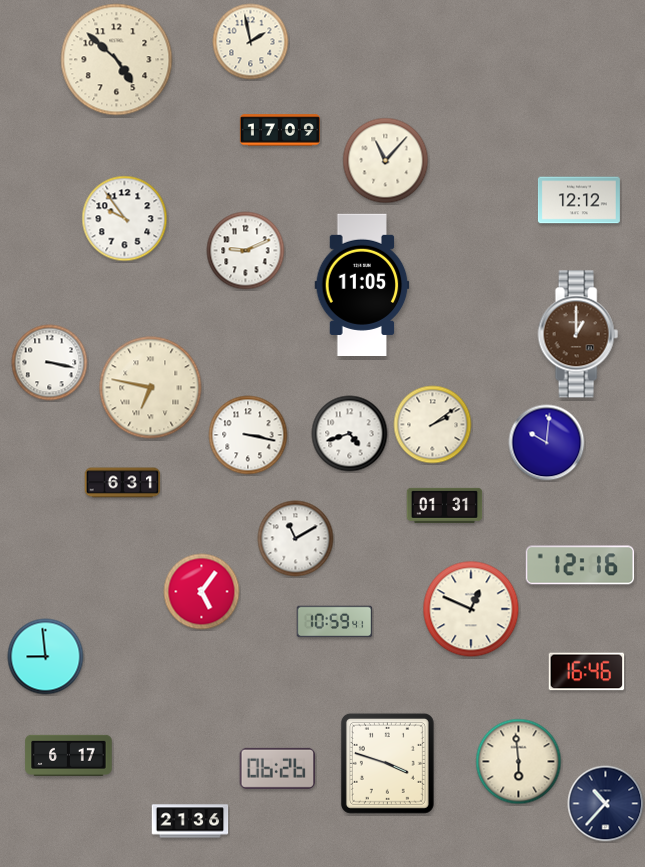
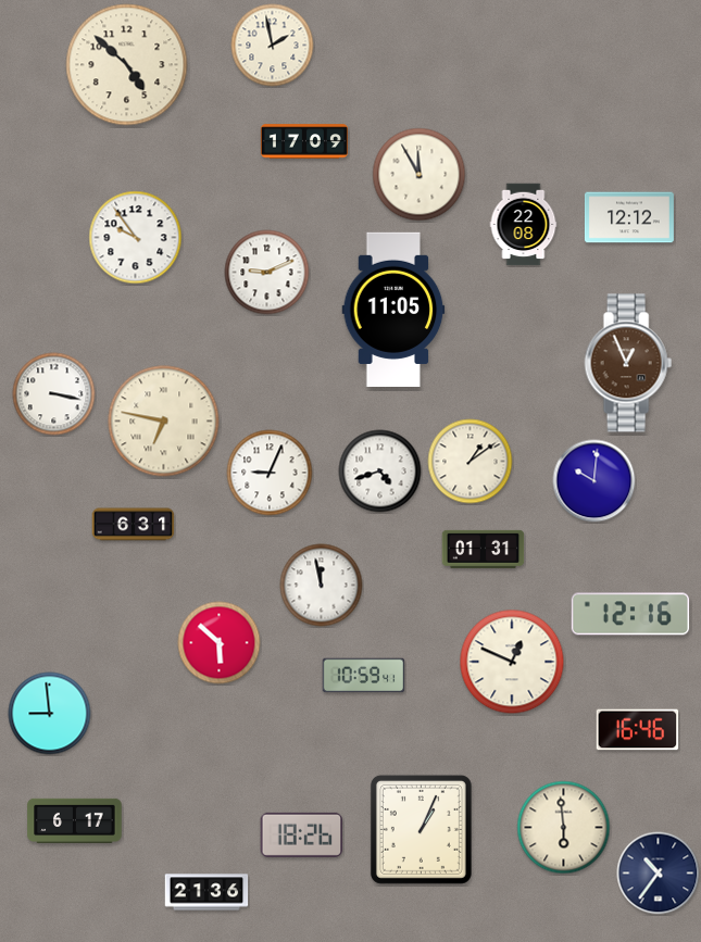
clock at (386, 161): 11:07 -> 11:55
clock at (524, 225): none -> 22:08
clock at (578, 334): 1:00 -> 12:56
clock at (433, 425): 2:09 -> 1:09
clock at (248, 435): 3:17 -> 9:04
clock at (296, 539): 11:10 -> 11:58
clock at (202, 592): 5:06 -> 5:52
clock at (387, 763): 3:48 -> 1:04
clock at (278, 768): 06:26 -> 18:26
clock at (606, 804): 10:37 -> 10:36
